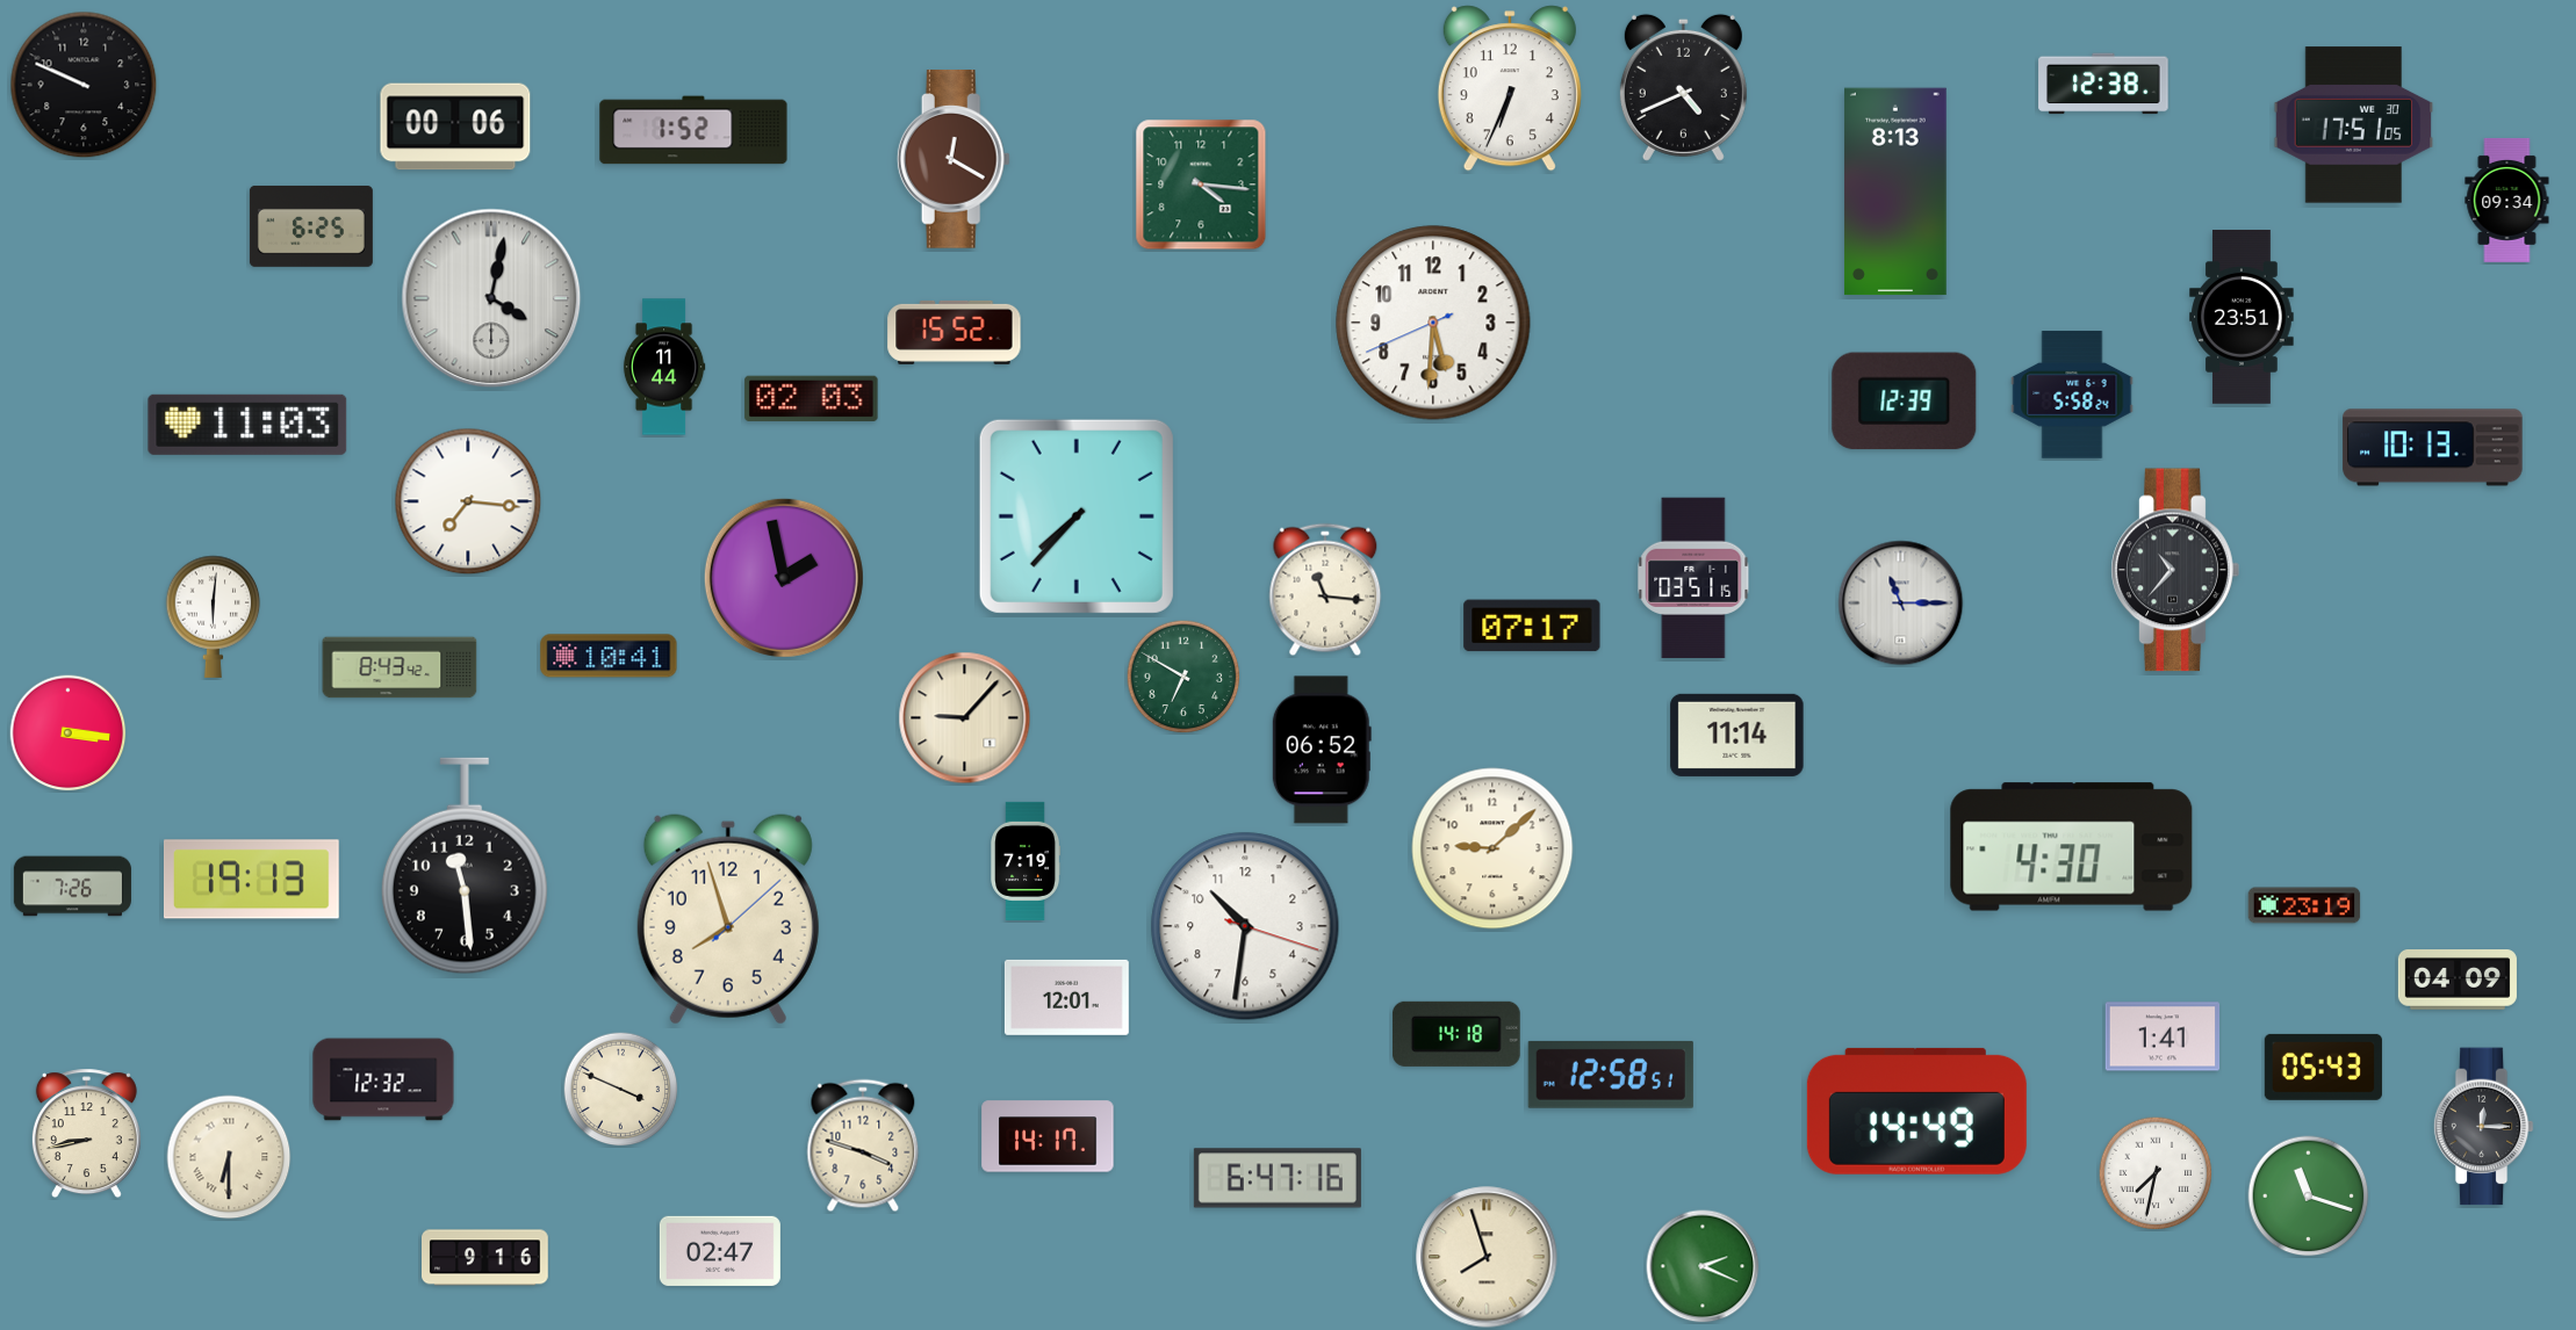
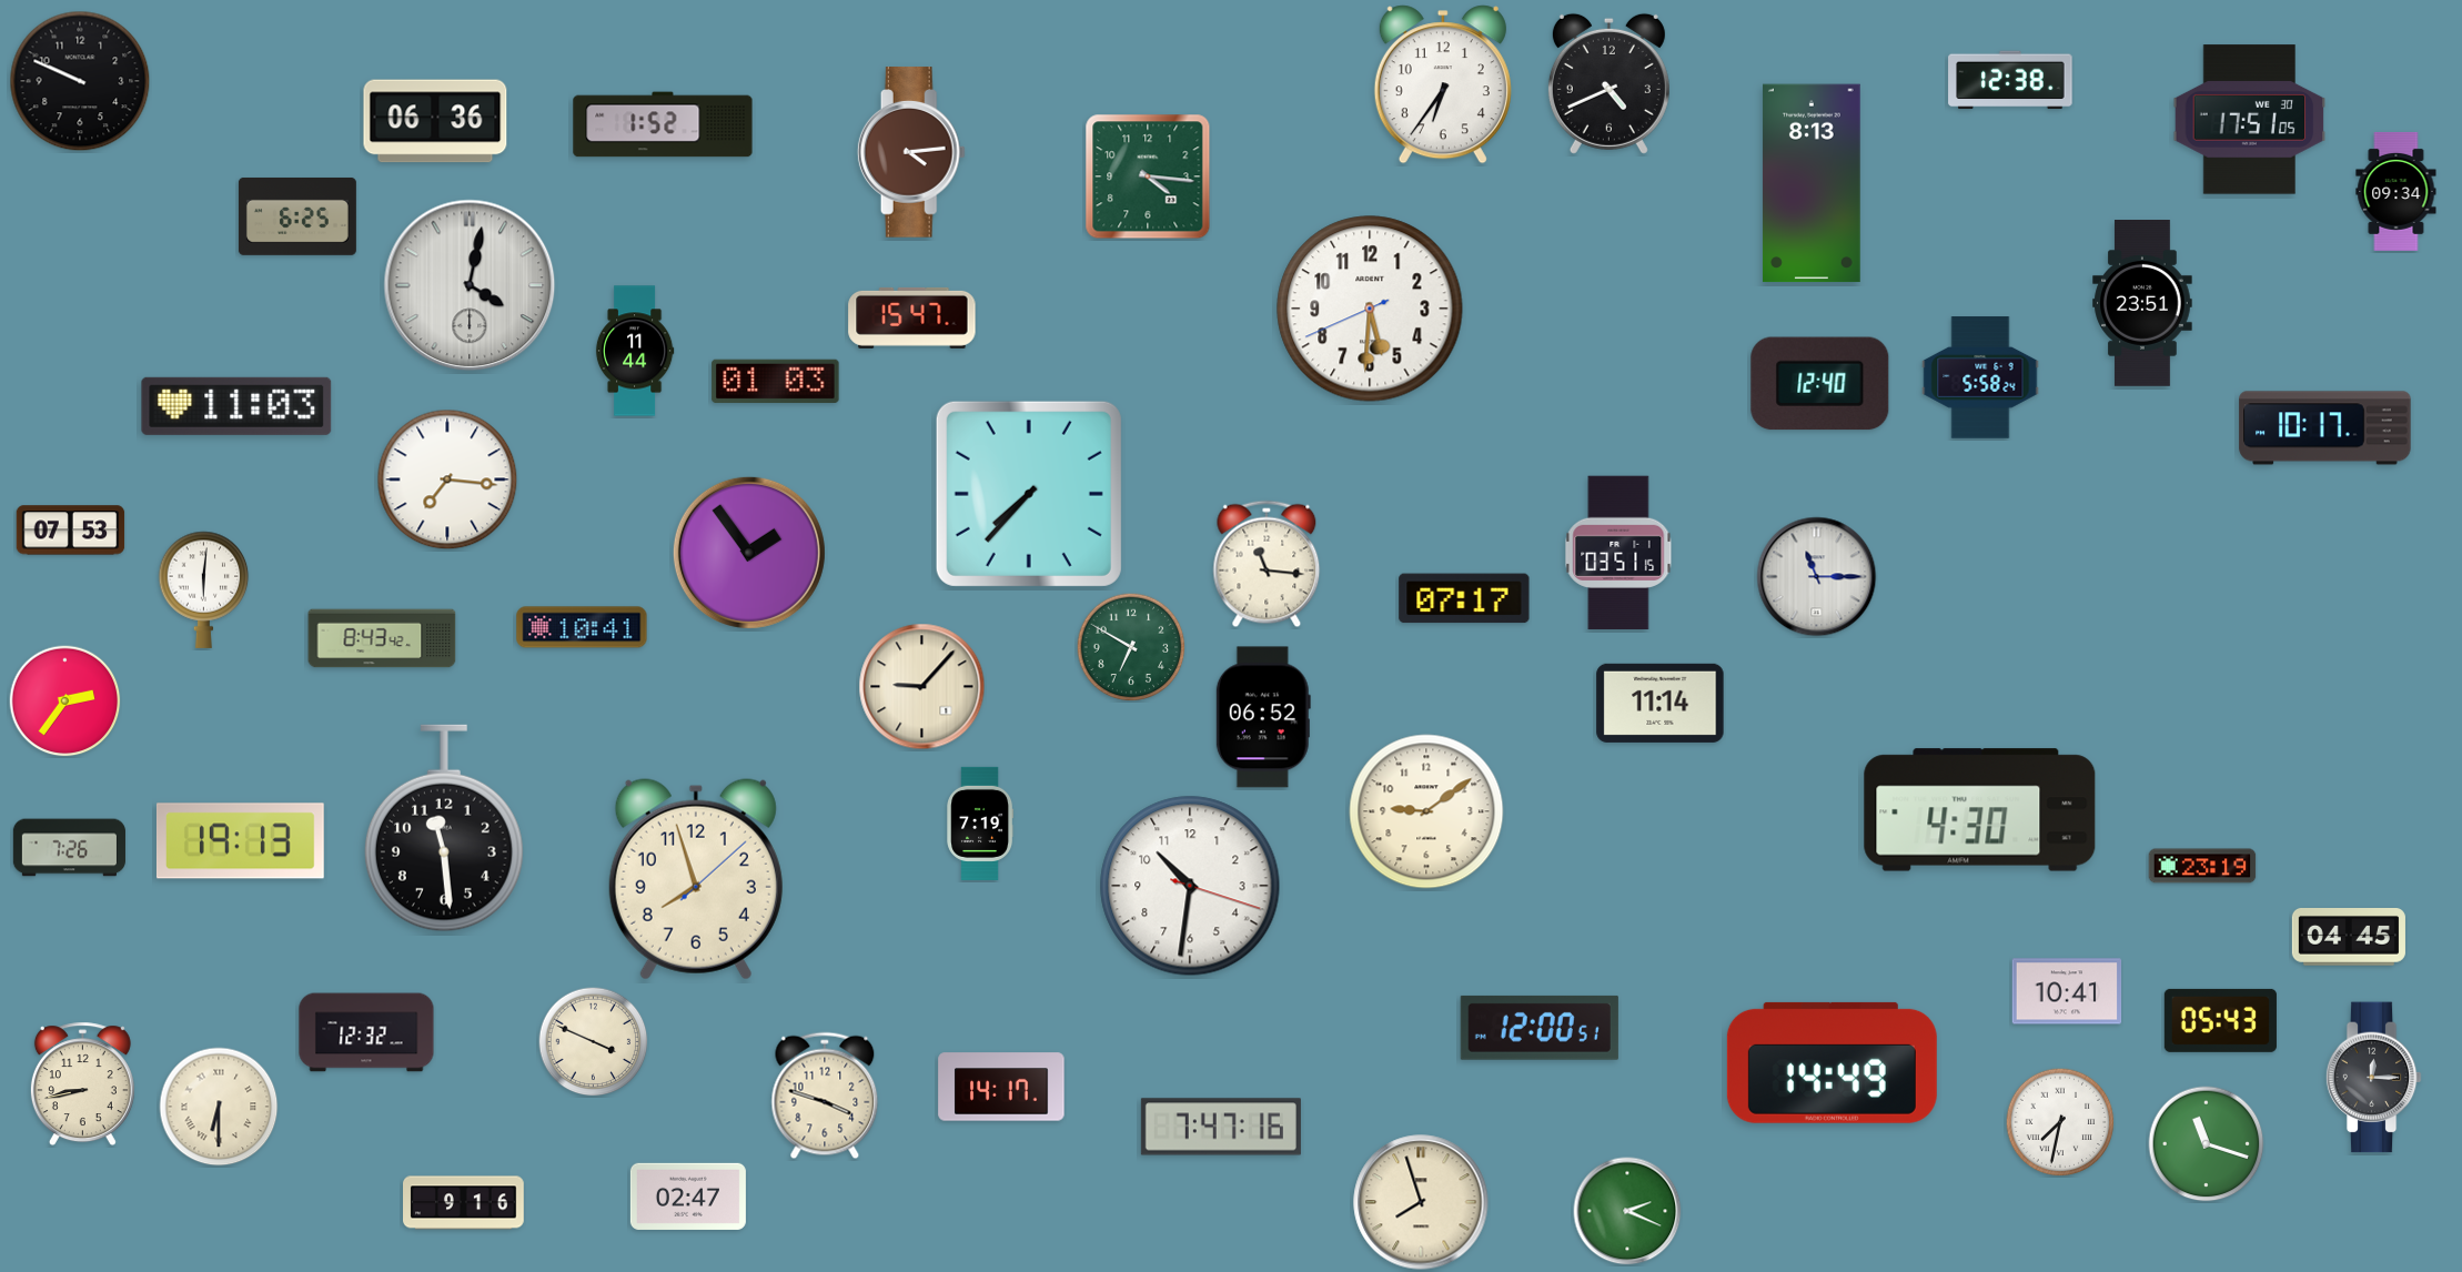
clock at (1510, 88): 6:34 -> 6:36
clock at (455, 127): 00:06 -> 06:36
clock at (954, 159): 12:20 -> 4:14
clock at (955, 332): 15:52 -> 15:47
clock at (812, 398): 02:03 -> 01:03
clock at (1905, 402): 12:39 -> 12:40
clock at (2433, 448): 10:13 -> 10:17
clock at (71, 531): none -> 07:53
clock at (2175, 570): 10:37 -> none
clock at (784, 578): 1:58 -> 1:54
clock at (69, 733): 3:16 -> 2:36
clock at (1492, 848): 9:08 -> 9:09
clock at (2458, 981): 04:09 -> 04:45
clock at (1066, 997): 12:01 -> none
clock at (1458, 1034): 14:18 -> none
clock at (2163, 1036): 1:41 -> 10:41
clock at (1611, 1075): 12:58 -> 12:00
clock at (1278, 1178): 6:47 -> 7:47
